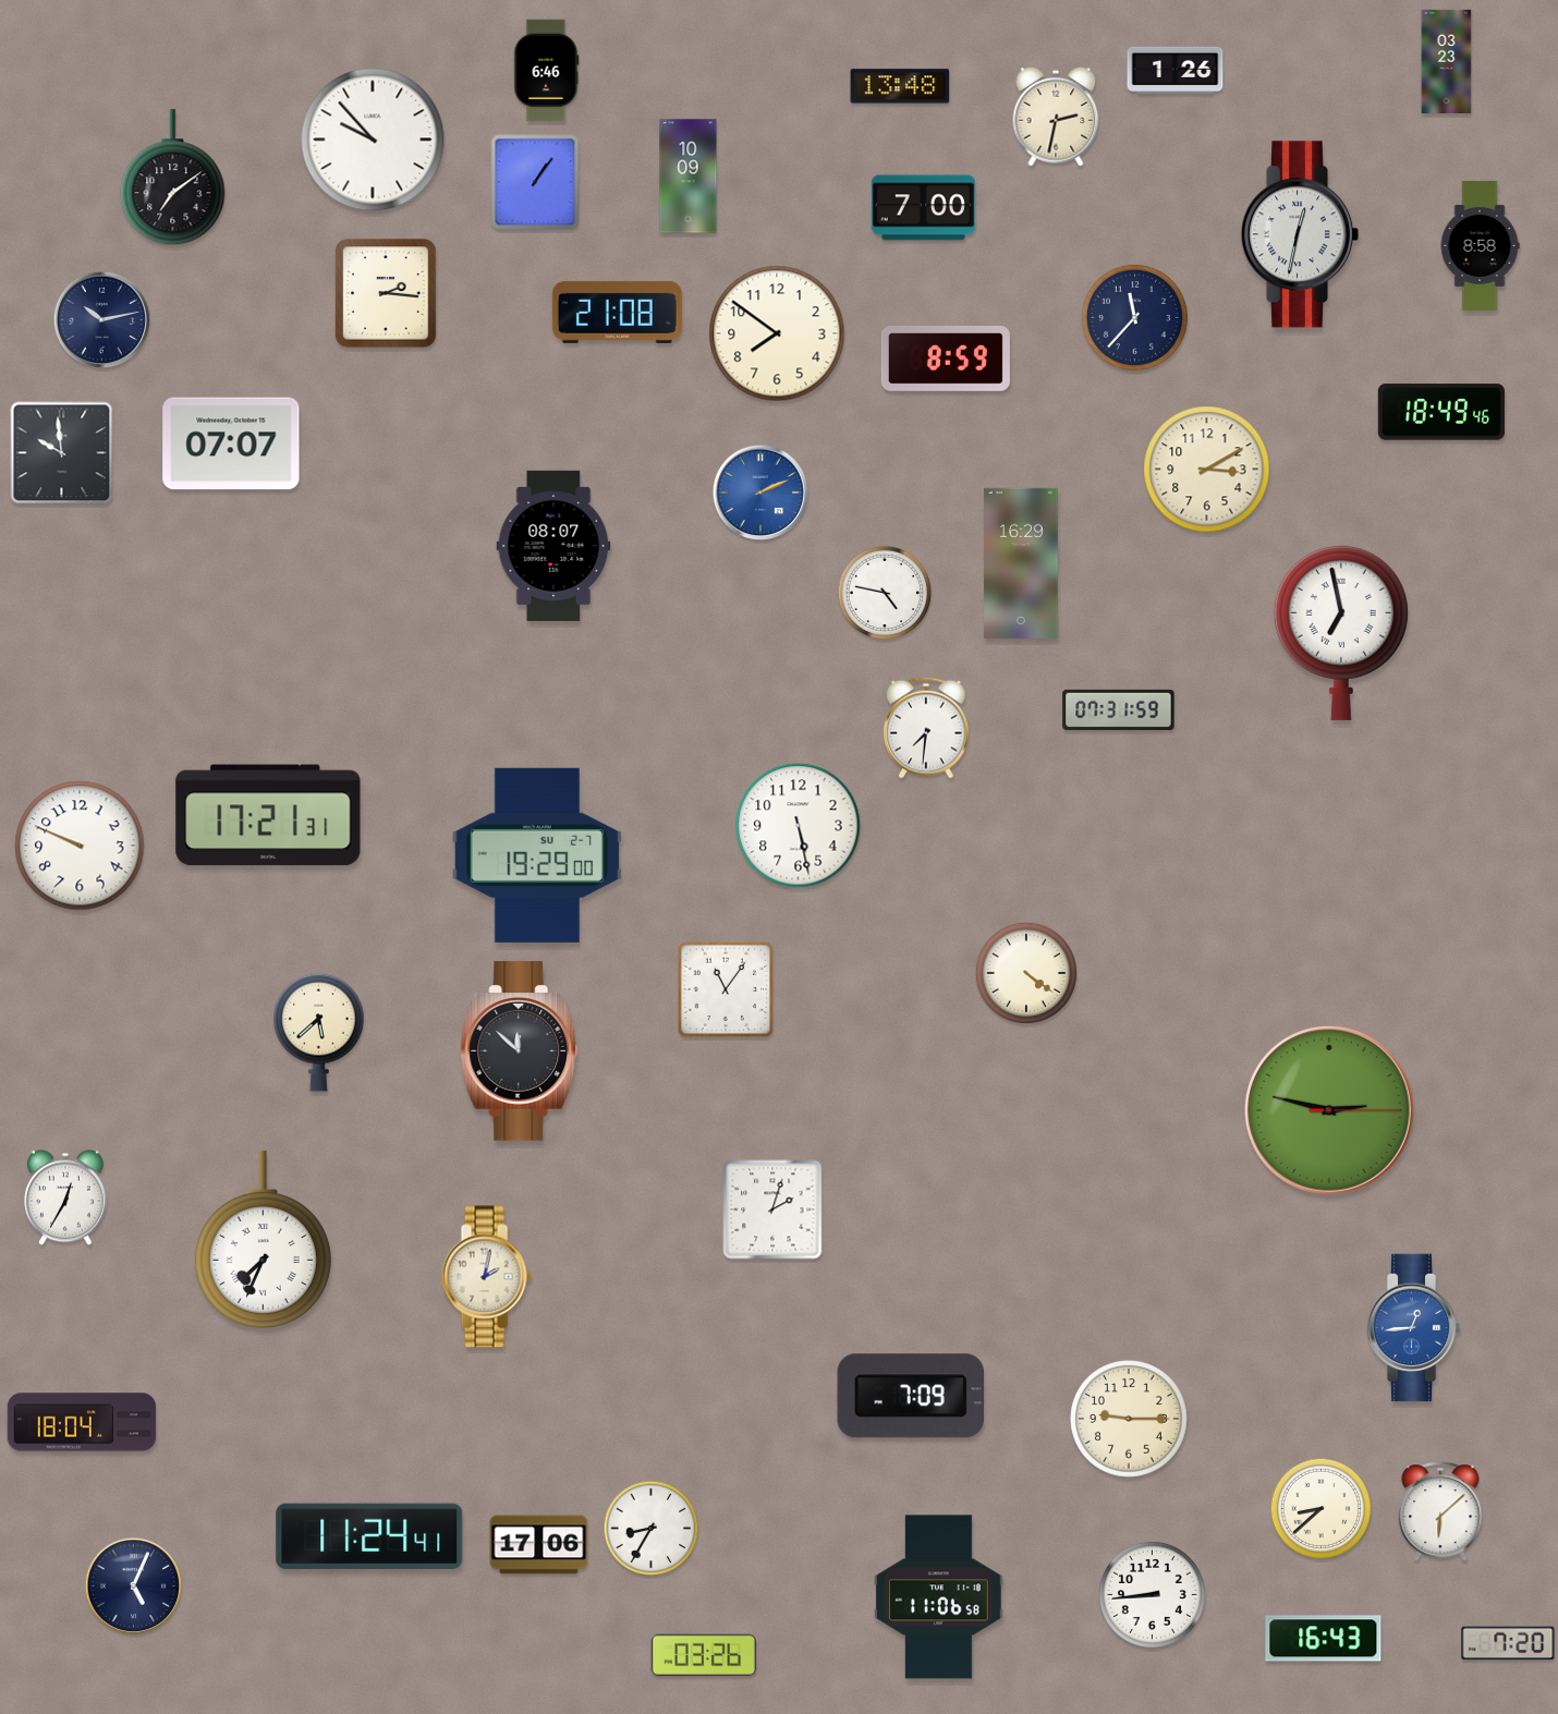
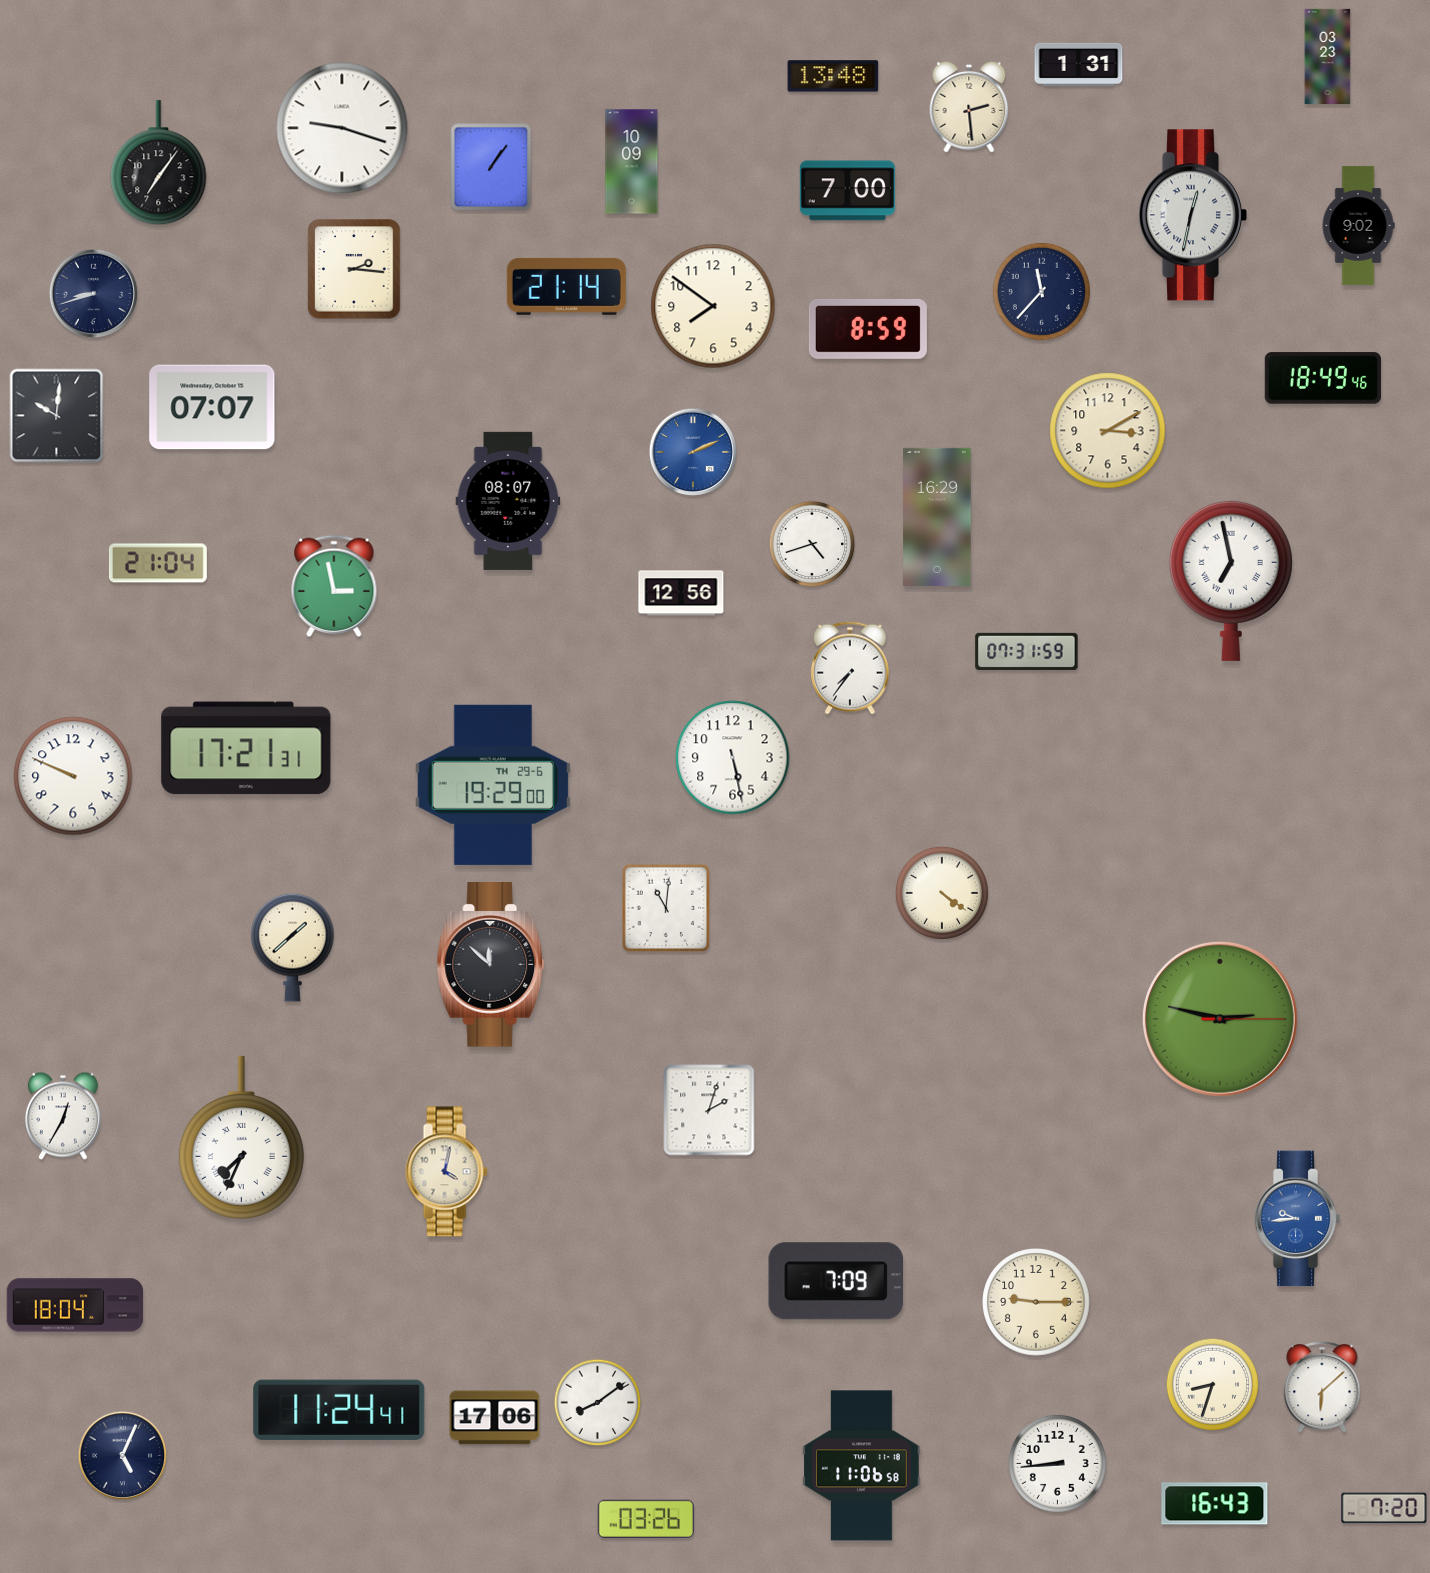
clock at (1176, 70): 1:26 -> 1:31
clock at (547, 71): 6:46 -> none
clock at (900, 86) position: (900, 86) -> (833, 76)
clock at (1056, 117): 2:32 -> 2:29
clock at (373, 139): 9:53 -> 9:18
clock at (173, 178): 7:09 -> 7:06
clock at (1480, 245): 8:58 -> 9:02
clock at (617, 312): 21:08 -> 21:14
clock at (102, 320): 10:13 -> 8:42
clock at (62, 453): 9:59 -> 10:01
clock at (760, 493) position: (760, 493) -> (693, 452)
clock at (885, 593): 4:47 -> 4:42
clock at (158, 563): none -> 21:04
clock at (334, 586): none -> 2:58
clock at (681, 593): none -> 12:56
clock at (927, 728): 7:31 -> 7:36
clock at (537, 855) date: SU 2-7 -> TH 29-6
clock at (726, 989): 11:06 -> 11:01
clock at (319, 1032): 5:38 -> 1:38
clock at (520, 1052) position: (520, 1052) -> (491, 965)
clock at (65, 1198) position: (65, 1198) -> (63, 1116)
clock at (486, 1277): 2:02 -> 4:02
clock at (1413, 1328): 12:44 -> 9:44
clock at (1320, 1508): 8:38 -> 8:33
clock at (652, 1529): 8:35 -> 8:09
